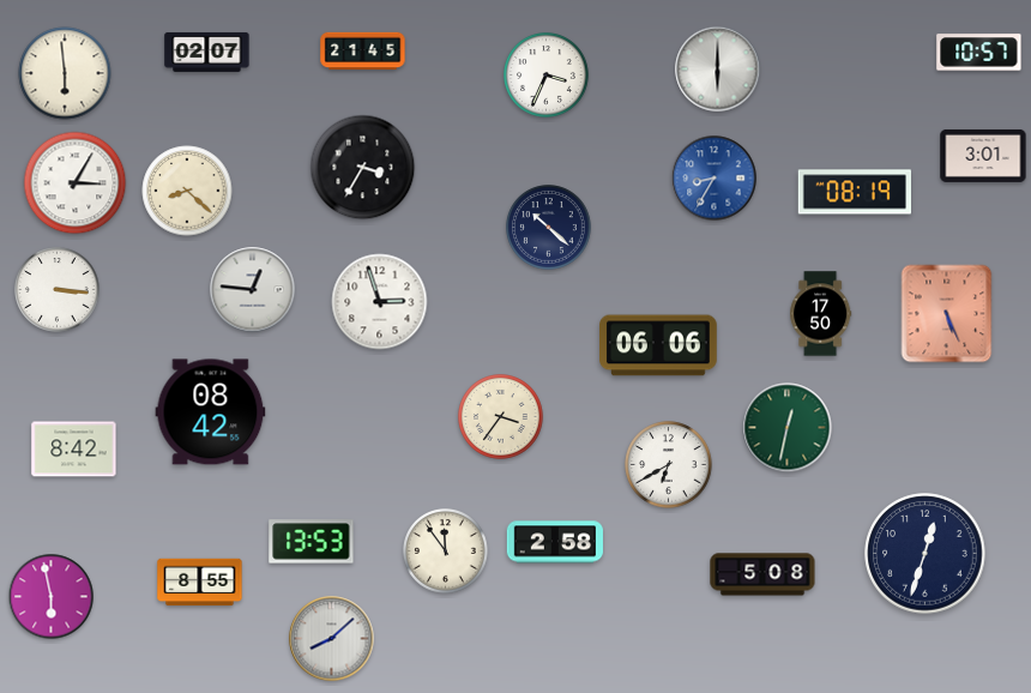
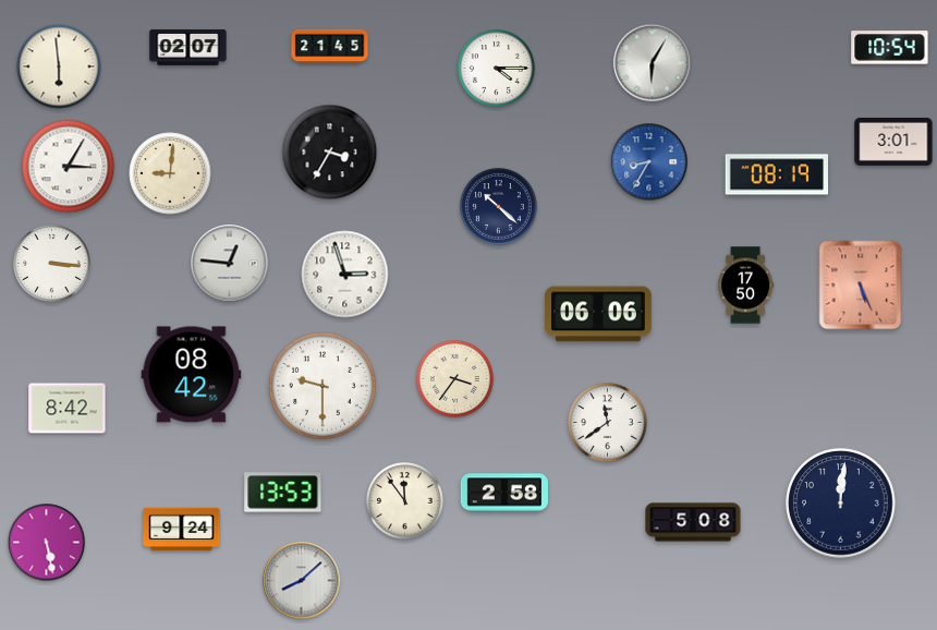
clock at (979, 53): 10:57 -> 10:54
clock at (718, 70): 6:00 -> 6:05
clock at (547, 76): 3:34 -> 4:15
clock at (187, 191): 8:22 -> 9:01
clock at (323, 386): none -> 9:30
clock at (788, 428): 12:32 -> none
clock at (669, 465): 6:40 -> 11:39
clock at (926, 554): 12:33 -> 12:01
clock at (200, 583): 8:55 -> 9:24
clock at (52, 597): 5:58 -> 5:28
